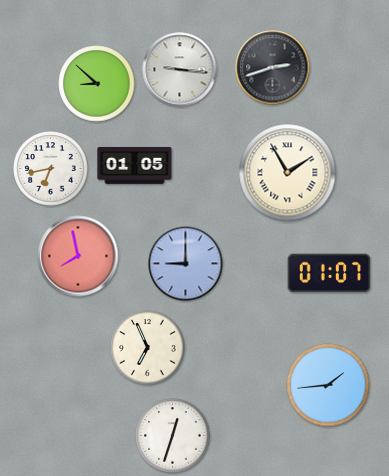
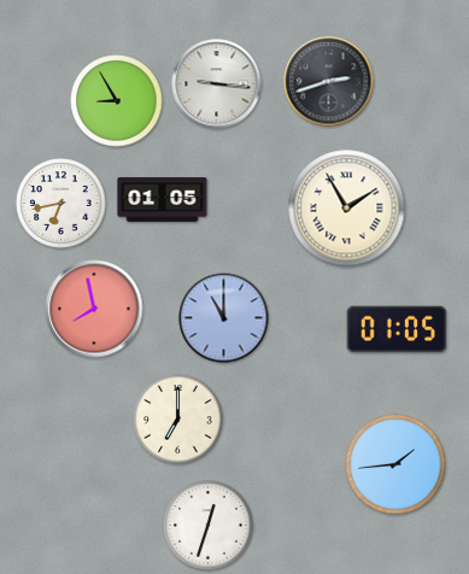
clock at (97, 84): 8:52 -> 8:55
clock at (186, 264): 9:00 -> 11:00
clock at (329, 273): 01:07 -> 01:05
clock at (148, 348): 6:56 -> 7:00
